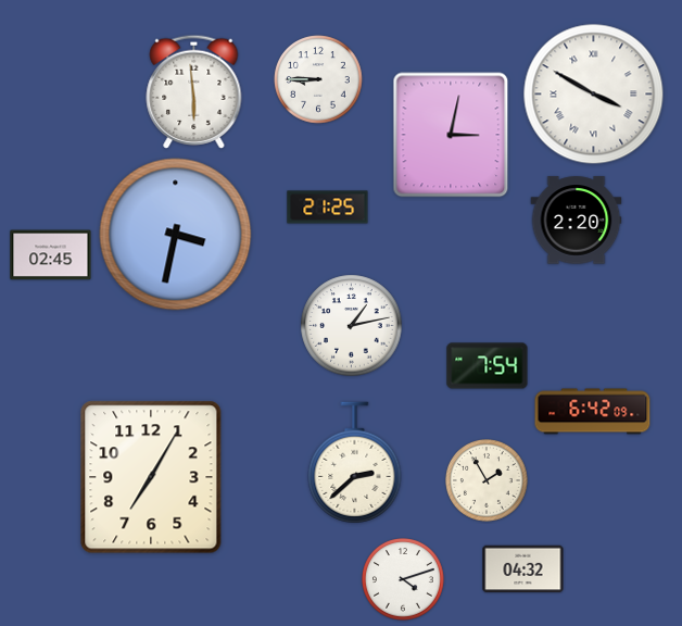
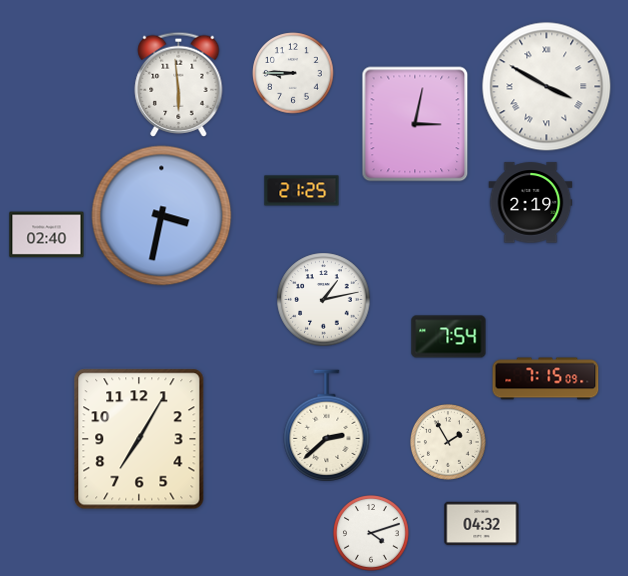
clock at (577, 221): 2:20 -> 2:19
clock at (51, 255): 02:45 -> 02:40
clock at (593, 412): 6:42 -> 7:15
